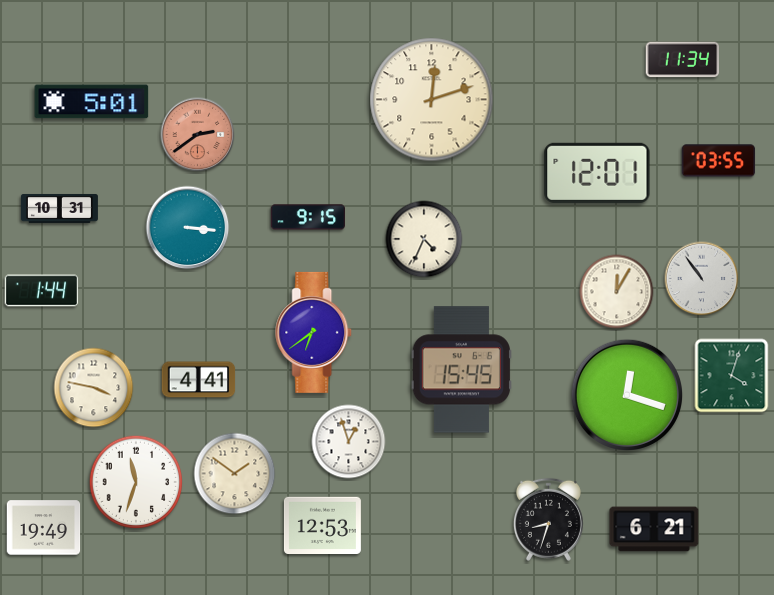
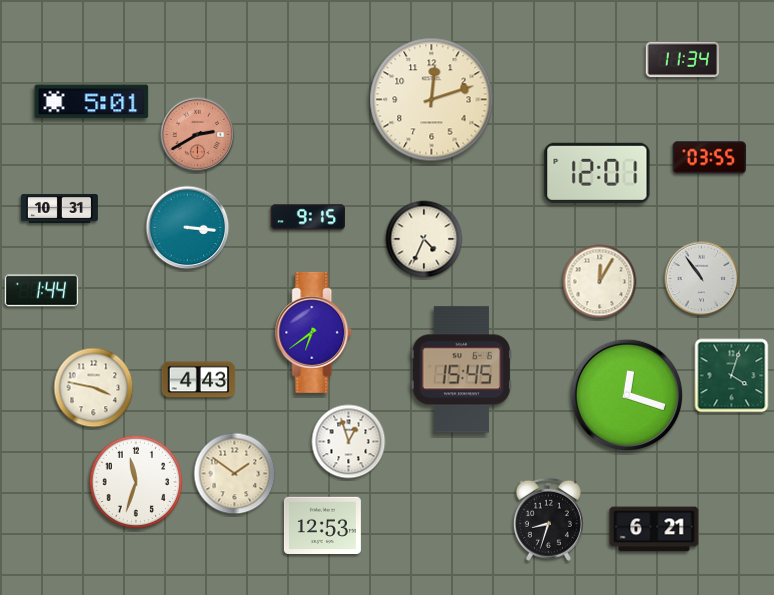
clock at (198, 135): 2:39 -> 2:40
clock at (719, 161) position: (719, 161) -> (710, 158)
clock at (617, 292) position: (617, 292) -> (600, 282)
clock at (199, 380): 4:41 -> 4:43
clock at (44, 528): 19:49 -> none
